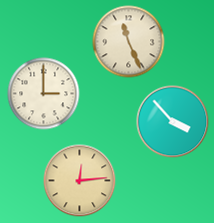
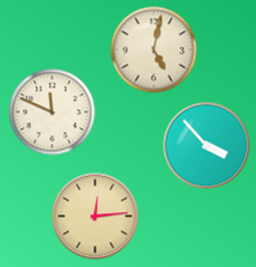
clock at (129, 42): 11:26 -> 5:02
clock at (44, 94): 3:00 -> 11:49
